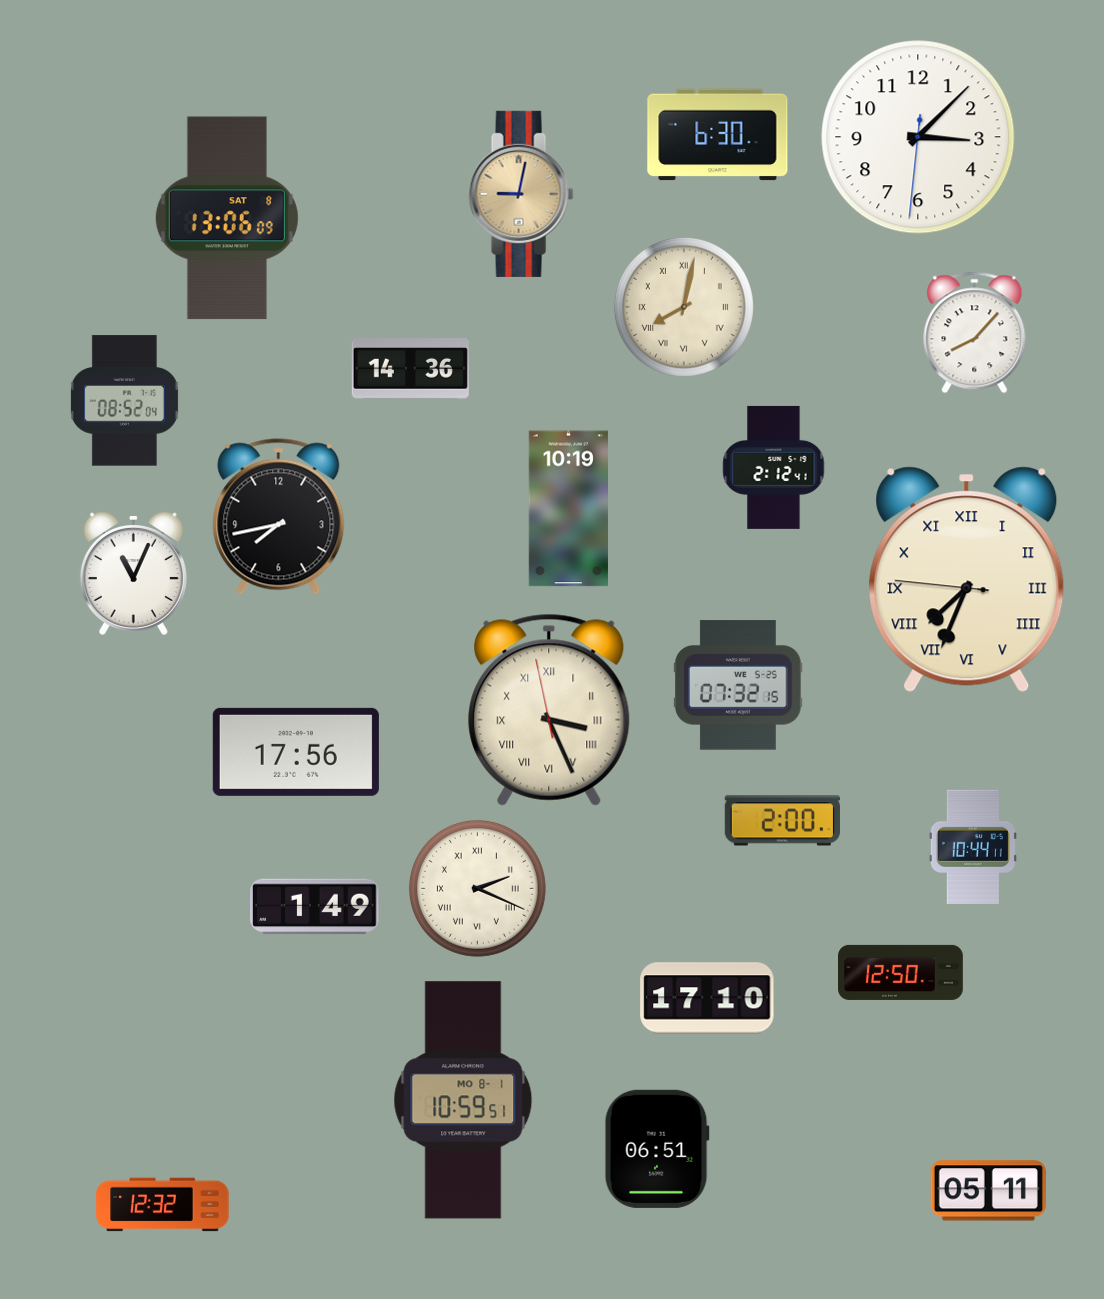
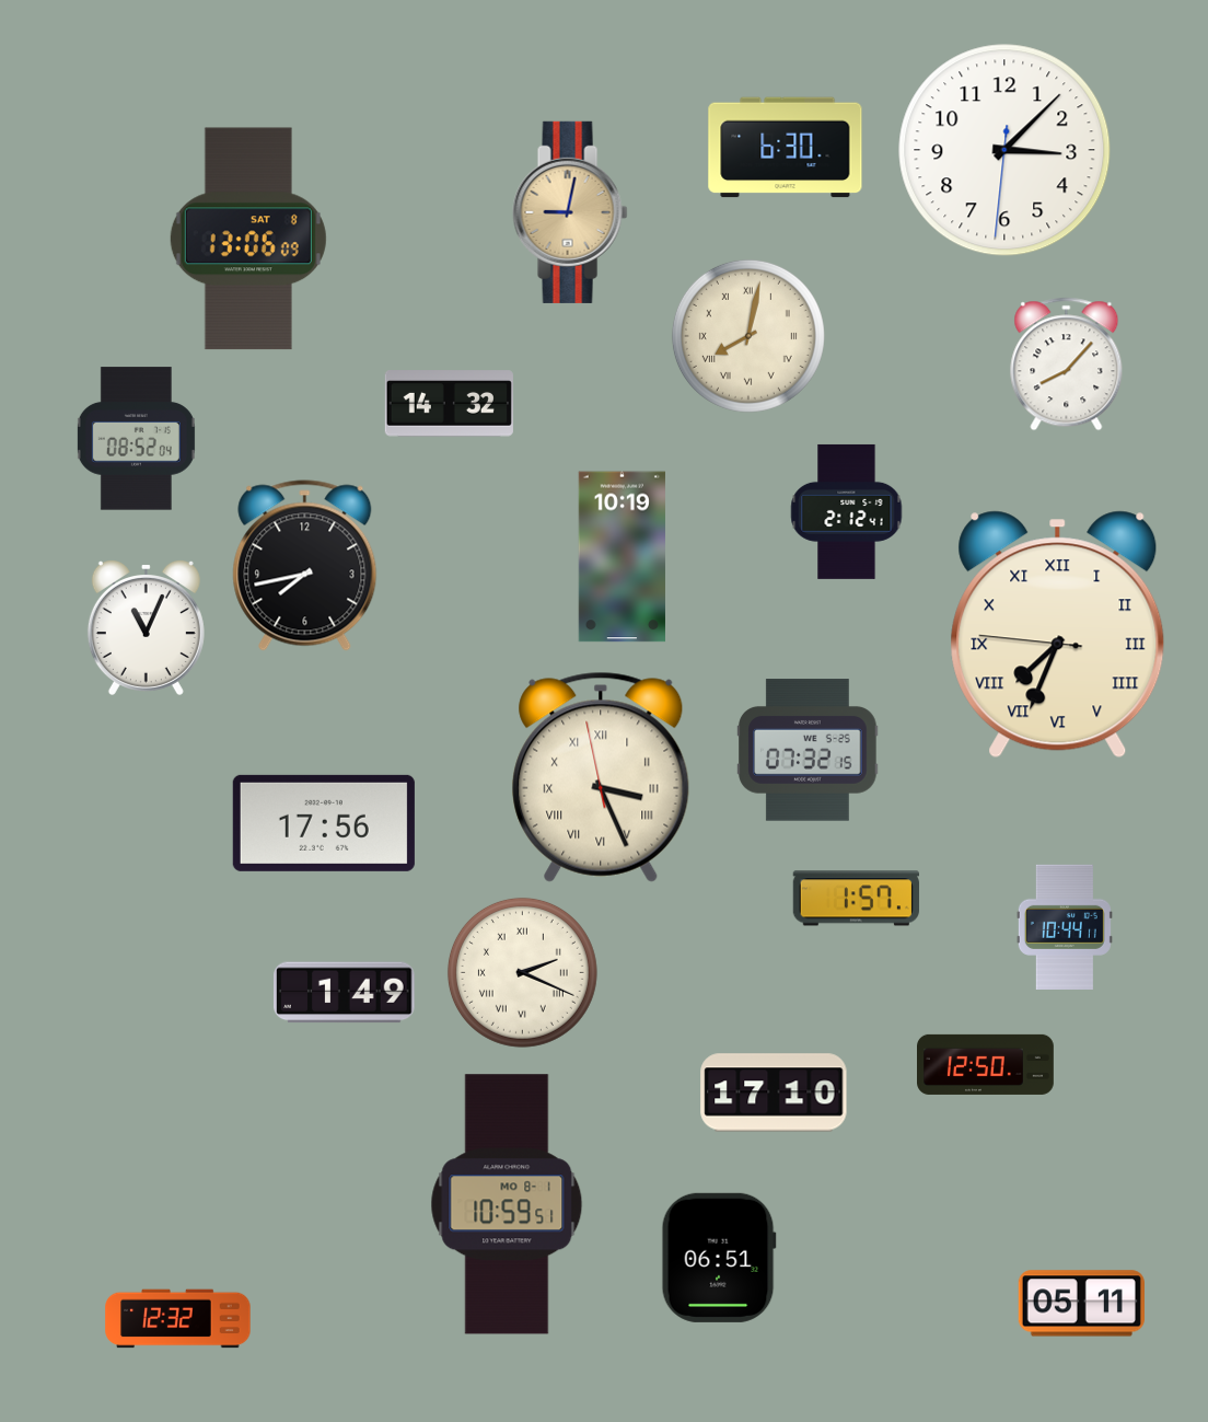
clock at (410, 369): 14:36 -> 14:32
clock at (782, 821): 2:00 -> 1:57
